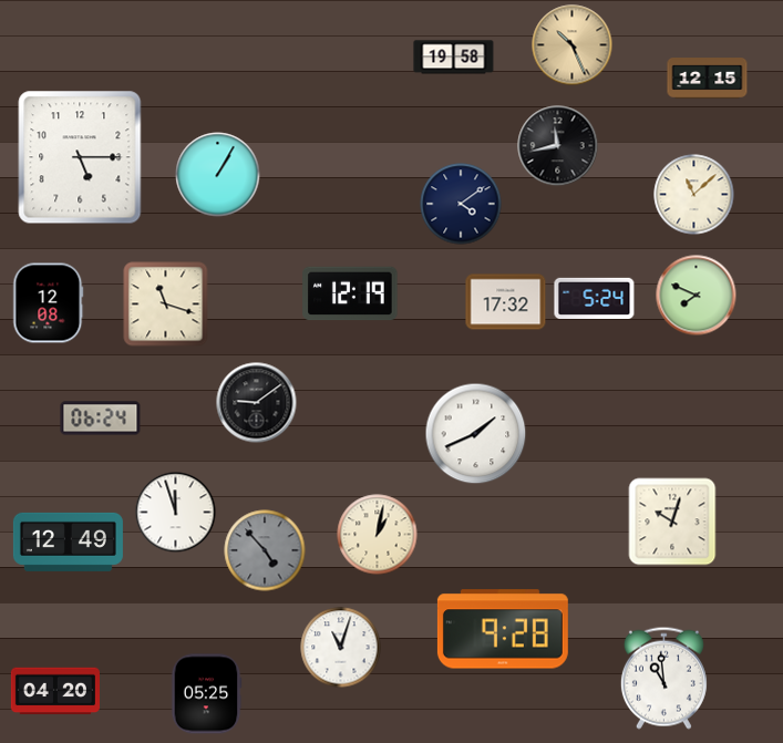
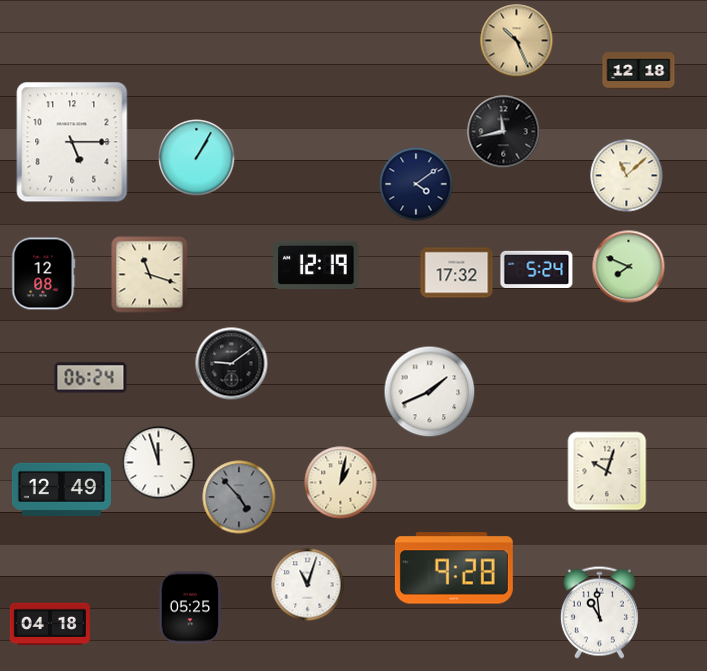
clock at (454, 58): 19:58 -> none
clock at (708, 79): 12:15 -> 12:18
clock at (55, 691): 04:20 -> 04:18
clock at (206, 694) position: (206, 694) -> (190, 608)
